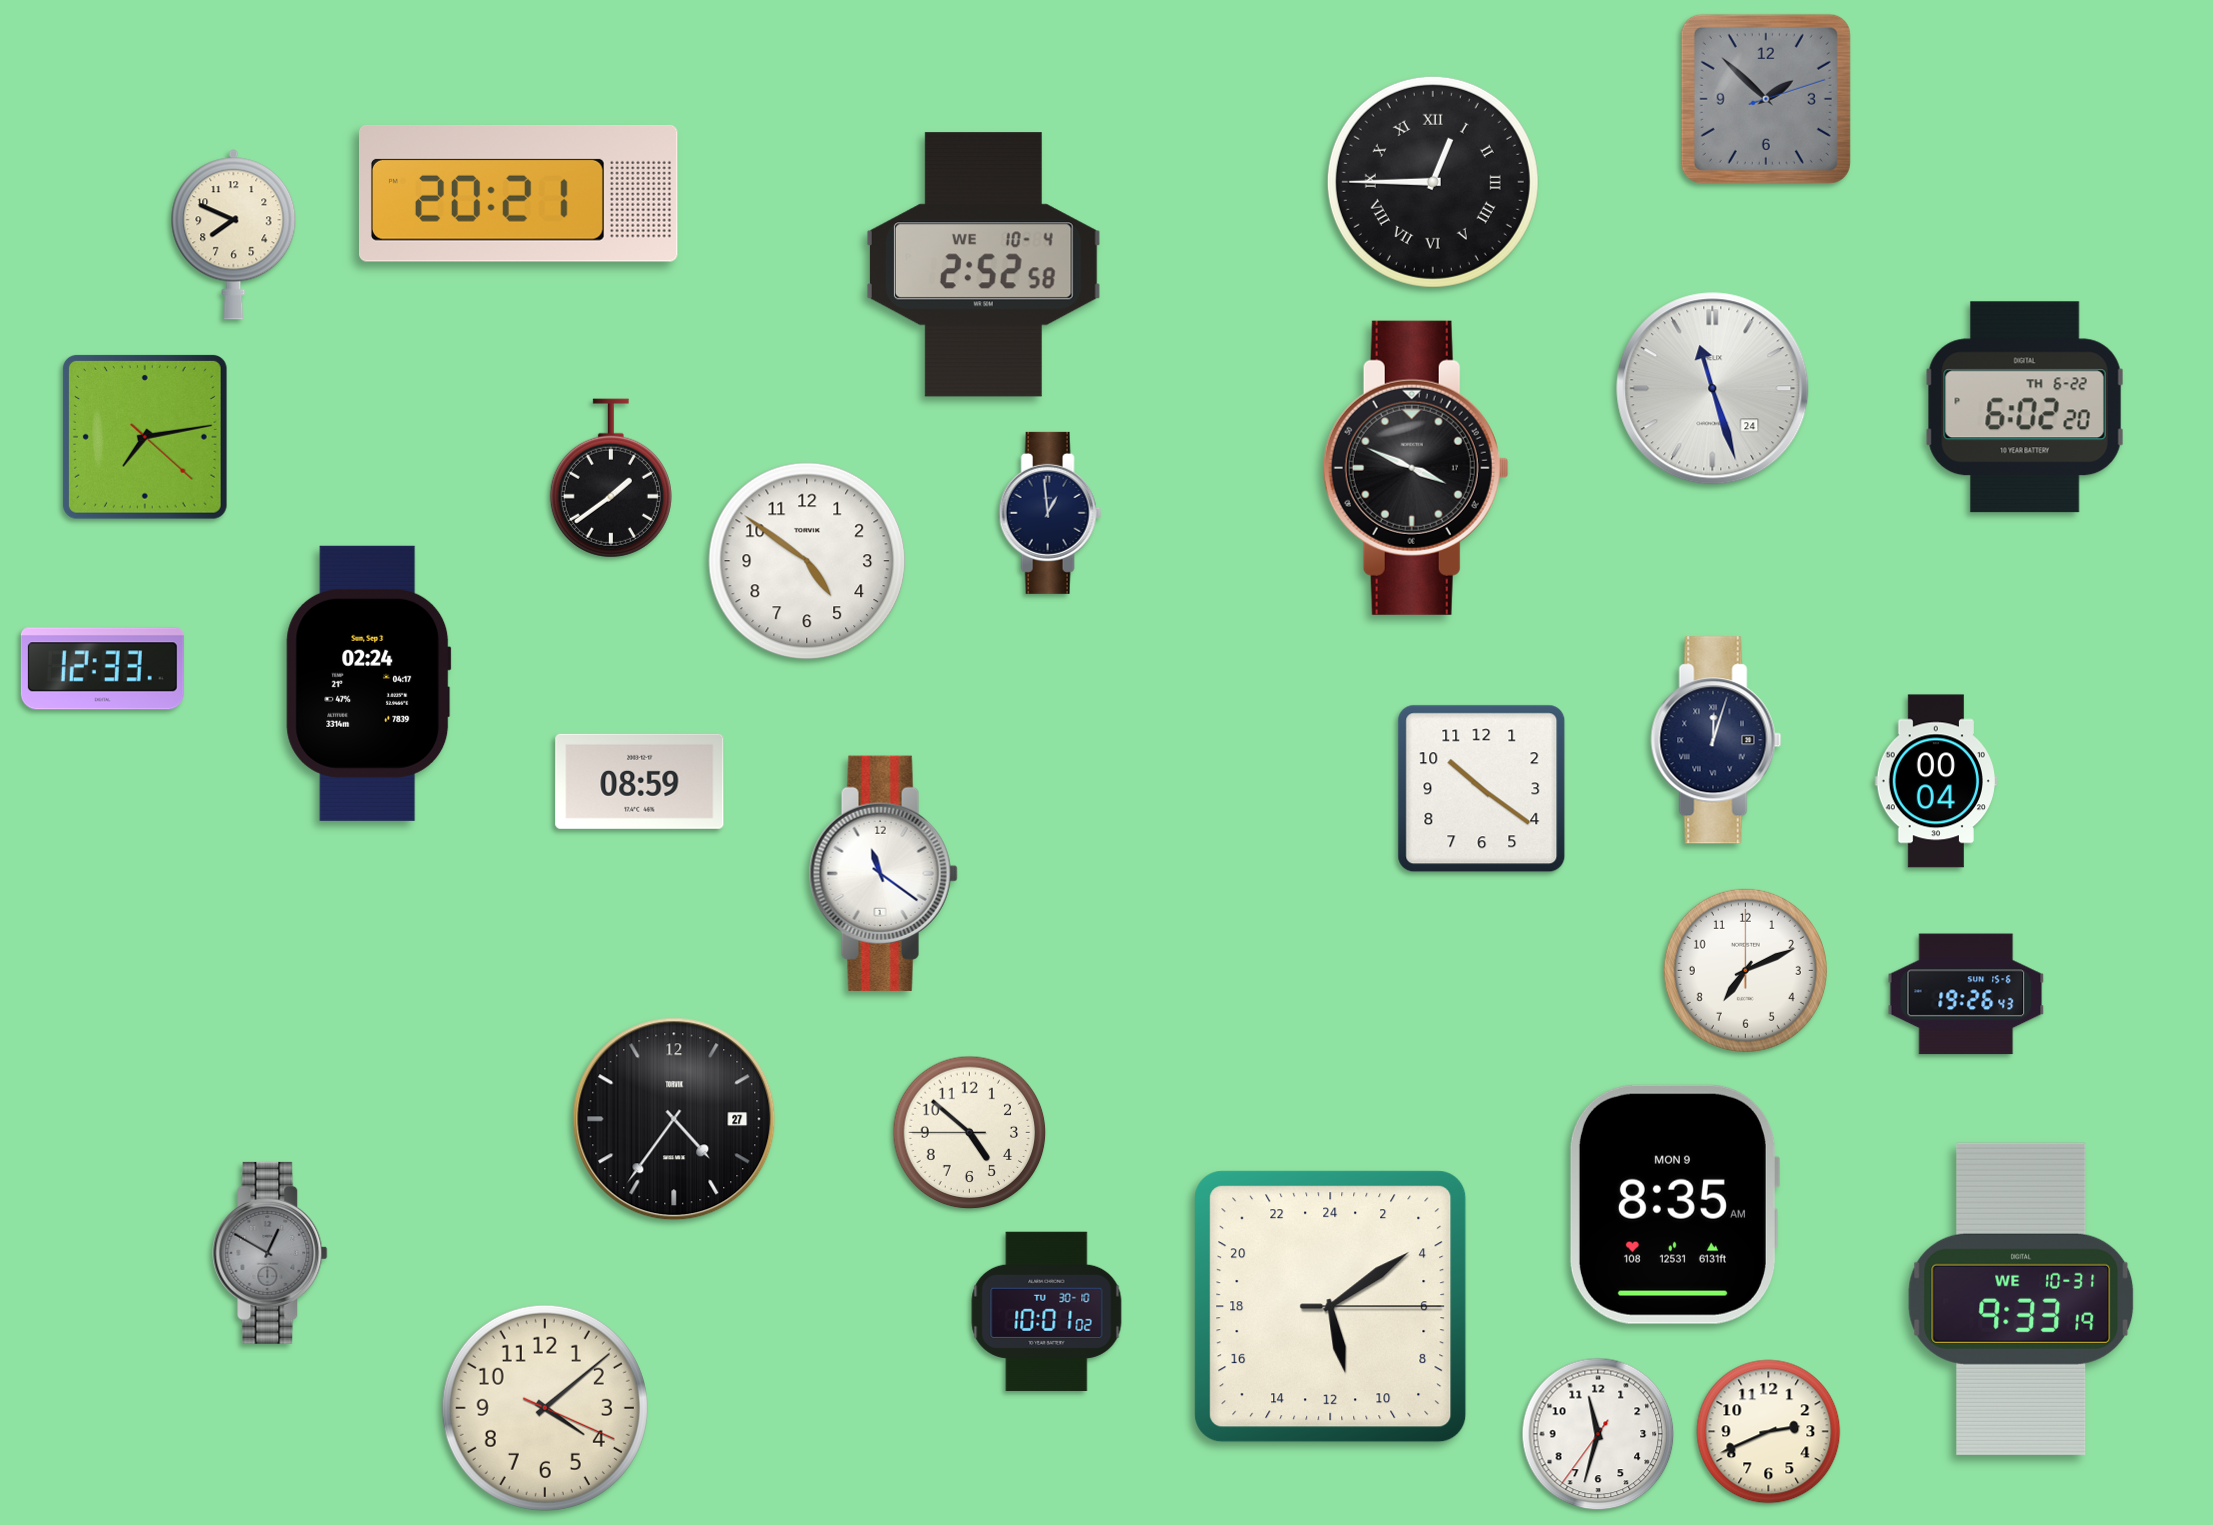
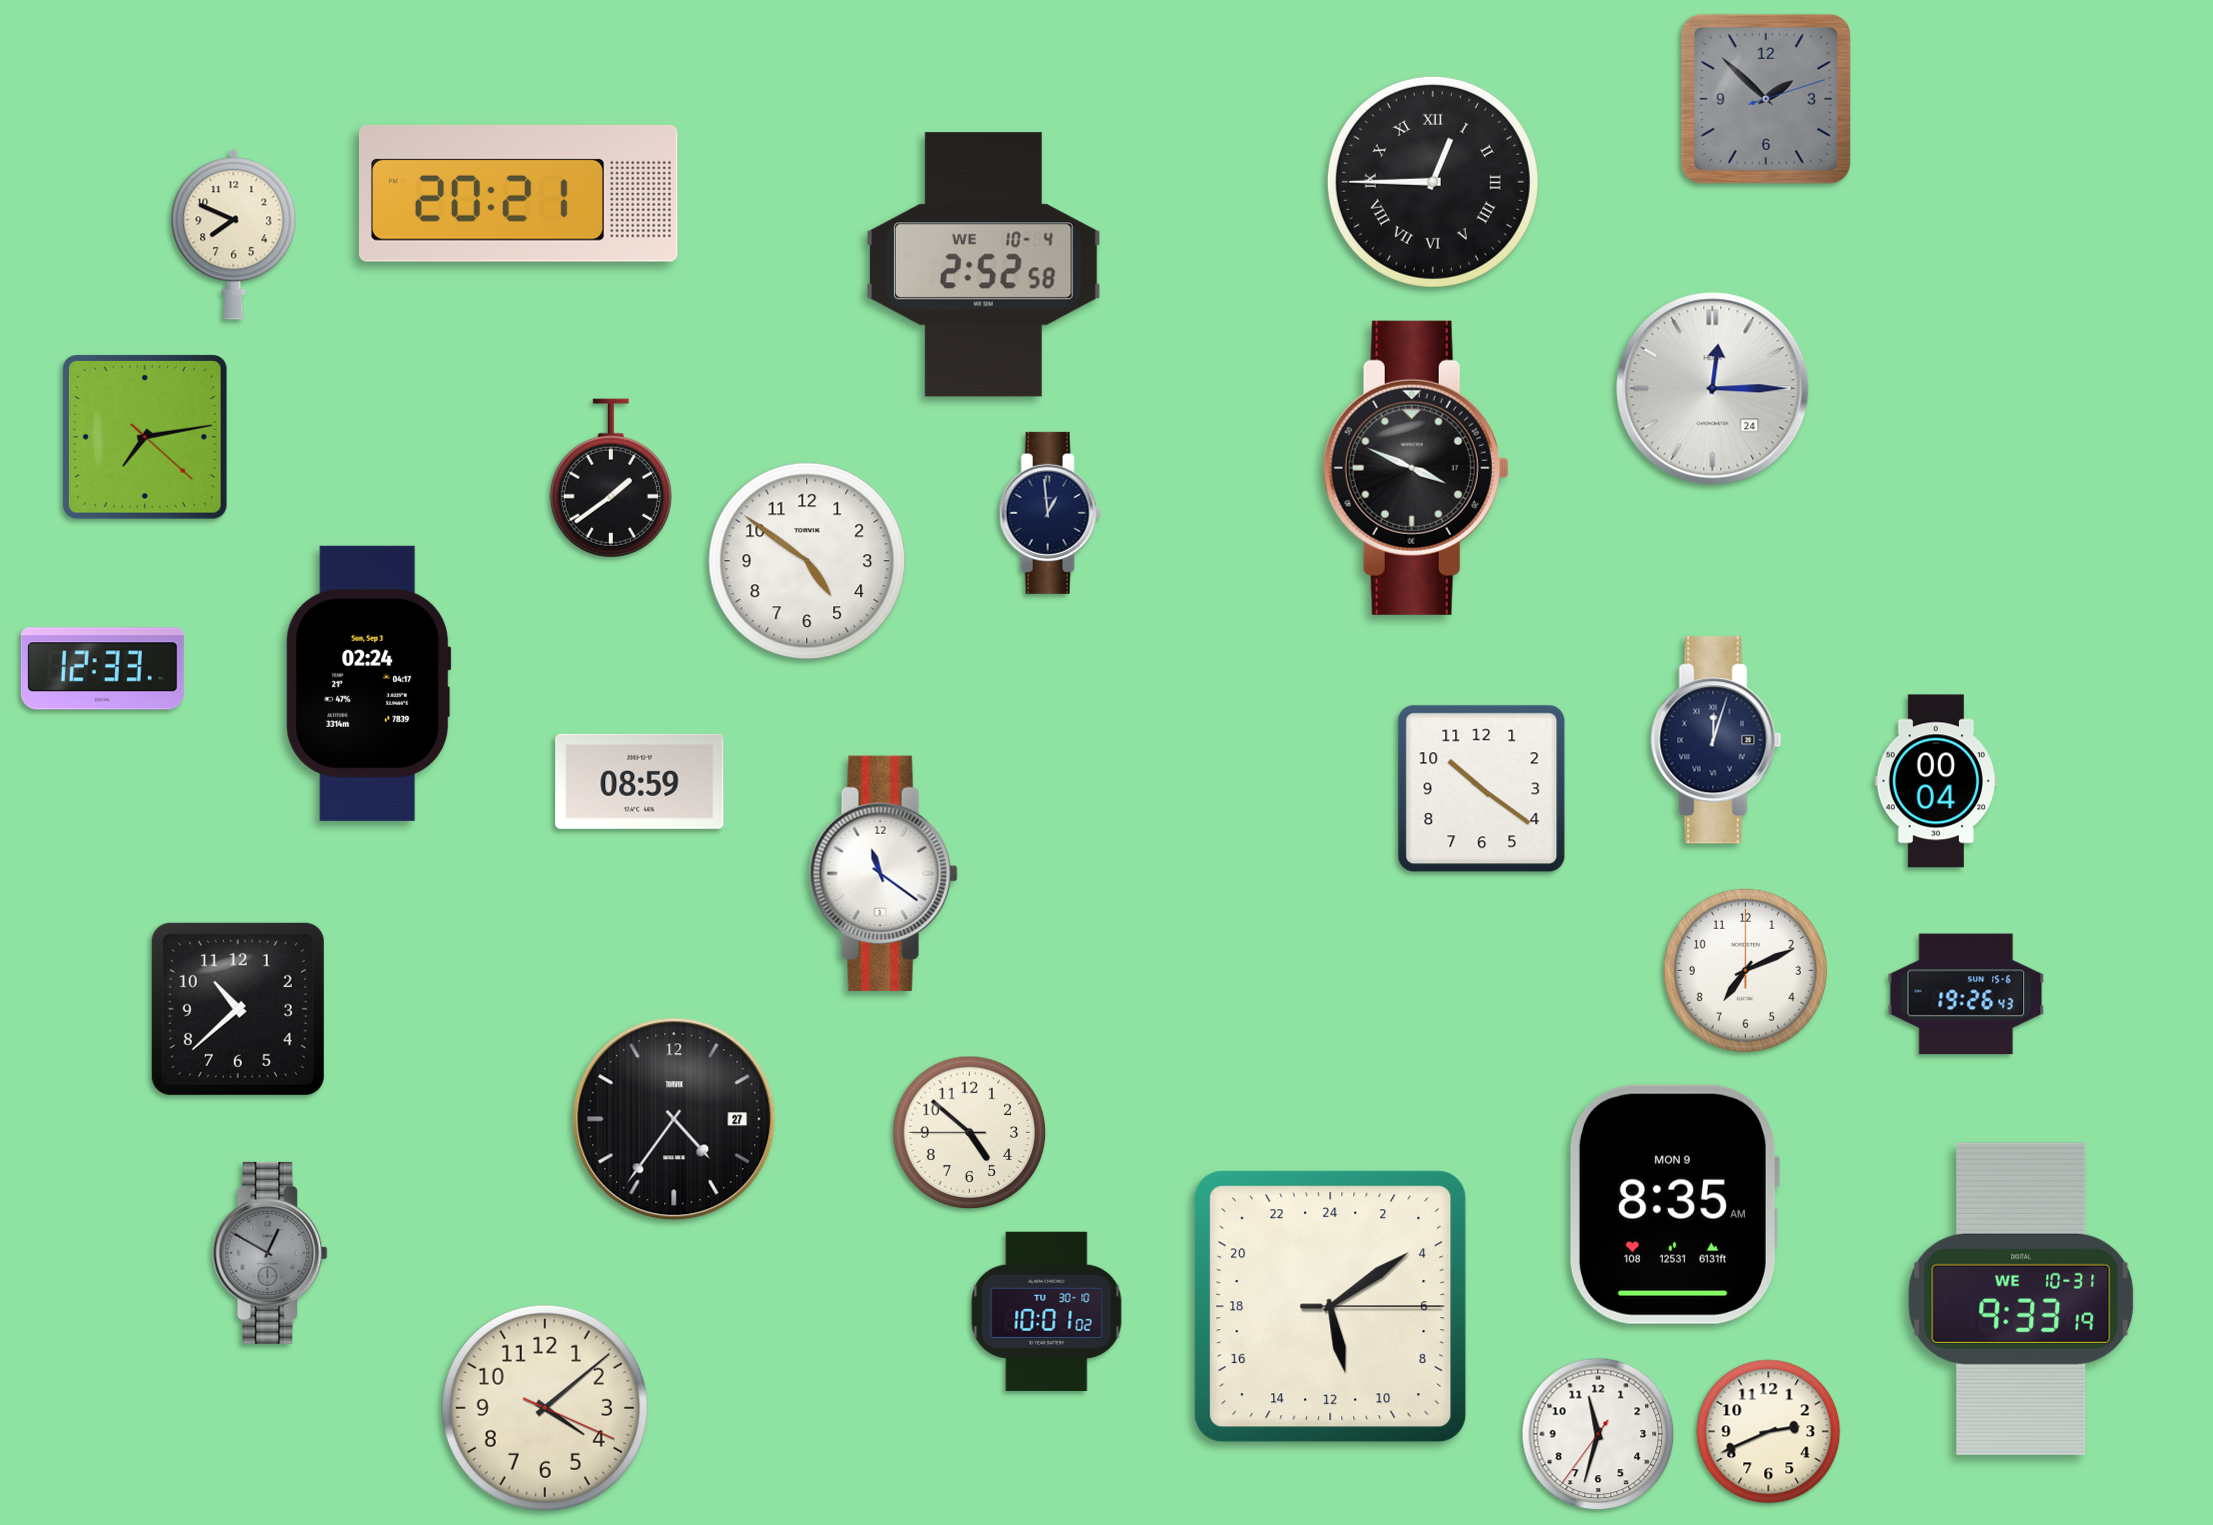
clock at (1713, 389): 11:27 -> 12:15
clock at (2025, 407): 6:02 -> none
clock at (238, 1009): none -> 10:38
